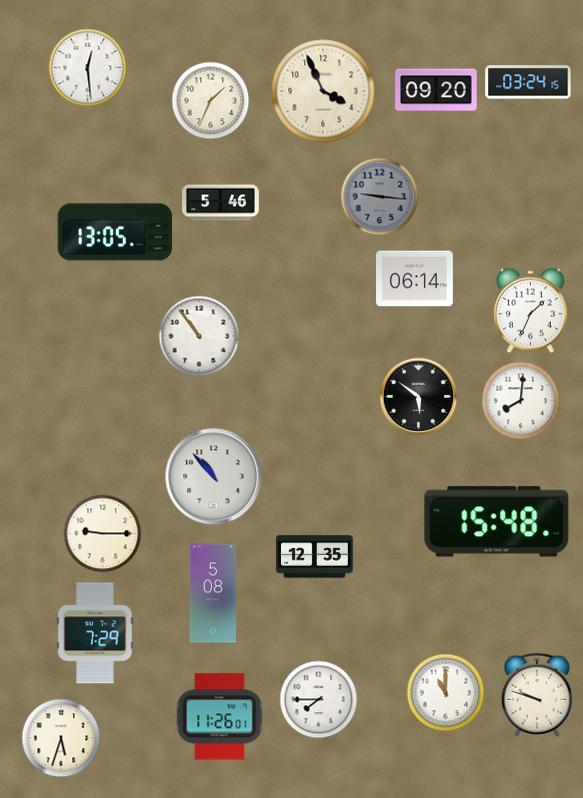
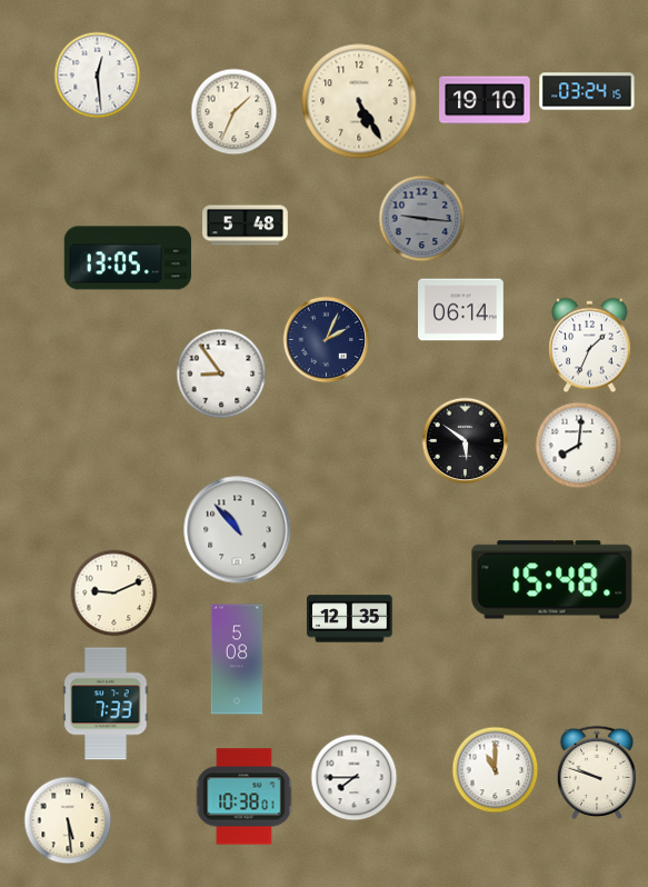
clock at (436, 90): 09:20 -> 19:10
clock at (323, 91): 3:56 -> 5:25
clock at (221, 203): 5:46 -> 5:48
clock at (326, 339): none -> 2:04
clock at (199, 336): 10:54 -> 8:54
clock at (102, 533): 9:15 -> 9:11
clock at (95, 633): 7:29 -> 7:33
clock at (219, 717): 11:26 -> 10:38
clock at (61, 738): 5:33 -> 5:29
